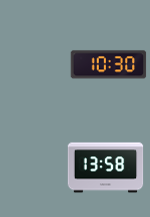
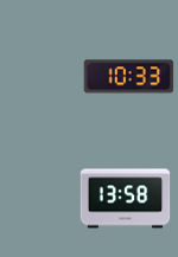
clock at (109, 65): 10:30 -> 10:33
